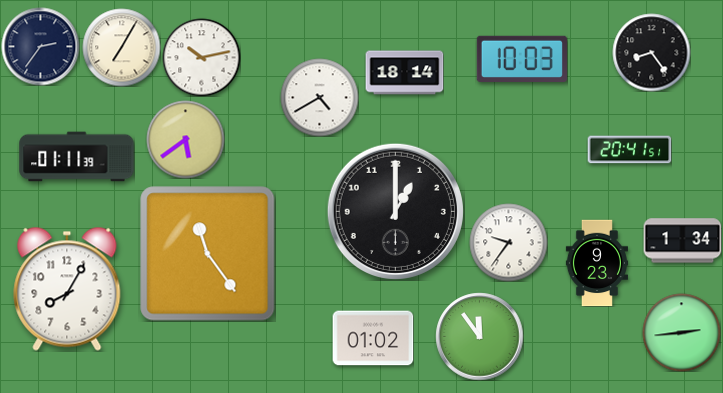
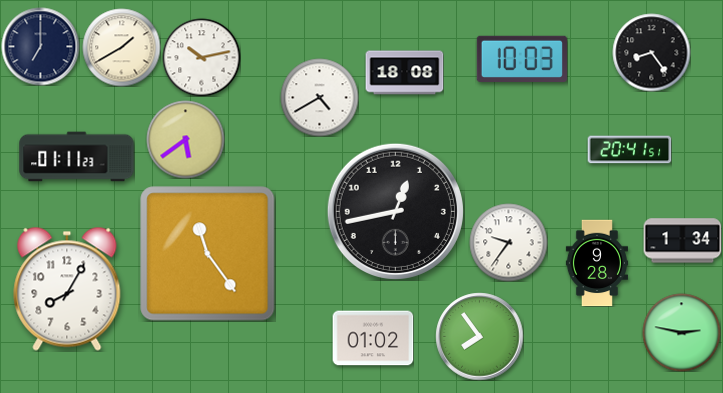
clock at (40, 46): 2:36 -> 7:00
clock at (121, 47): 7:05 -> 1:40
clock at (404, 73): 18:14 -> 18:08
clock at (77, 157): 01:11:39 -> 01:11:23
clock at (395, 211): 1:00 -> 12:43
clock at (596, 263): 9:23 -> 9:28
clock at (681, 332): 2:44 -> 2:47
clock at (479, 336): 11:54 -> 7:54
